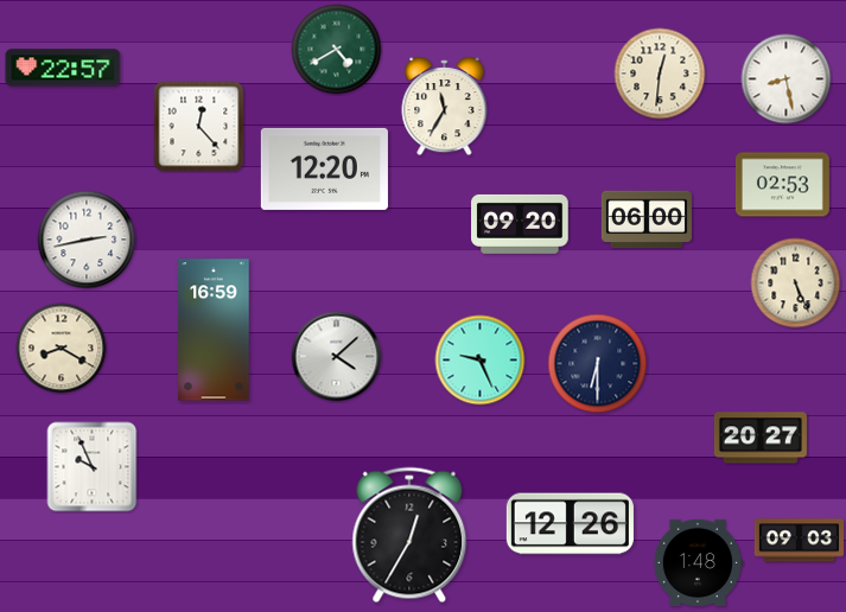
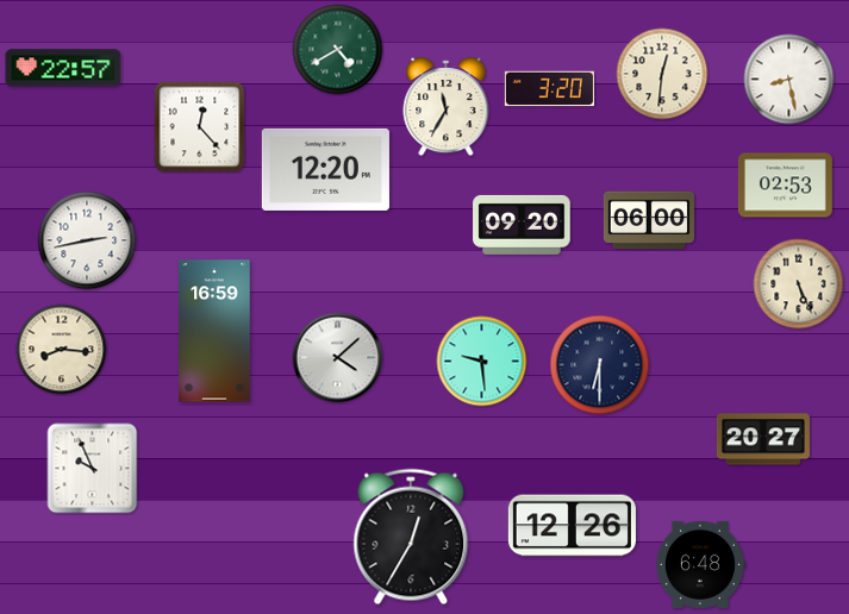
clock at (549, 89): none -> 3:20
clock at (62, 349): 8:20 -> 8:16
clock at (481, 361): 9:26 -> 9:29
clock at (800, 541): 09:03 -> none
clock at (698, 562): 1:48 -> 6:48
